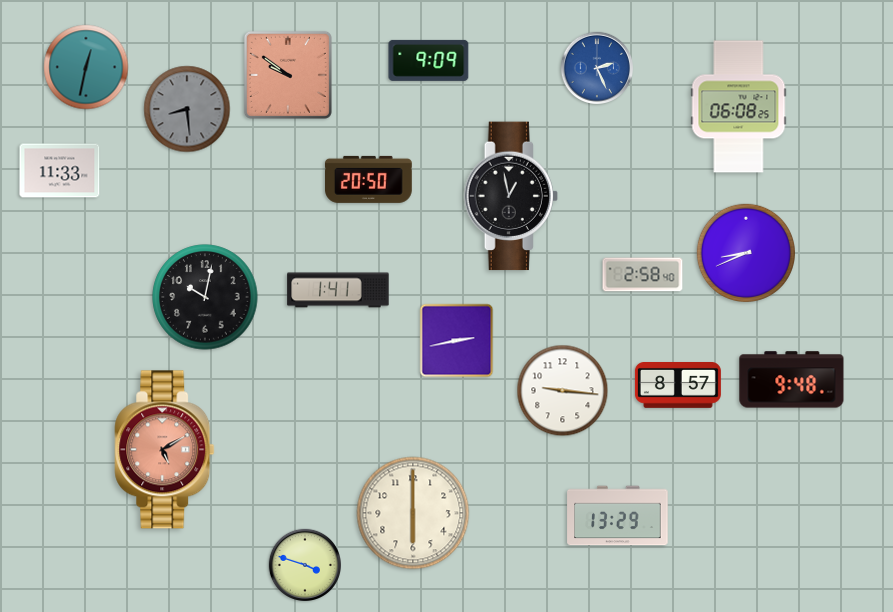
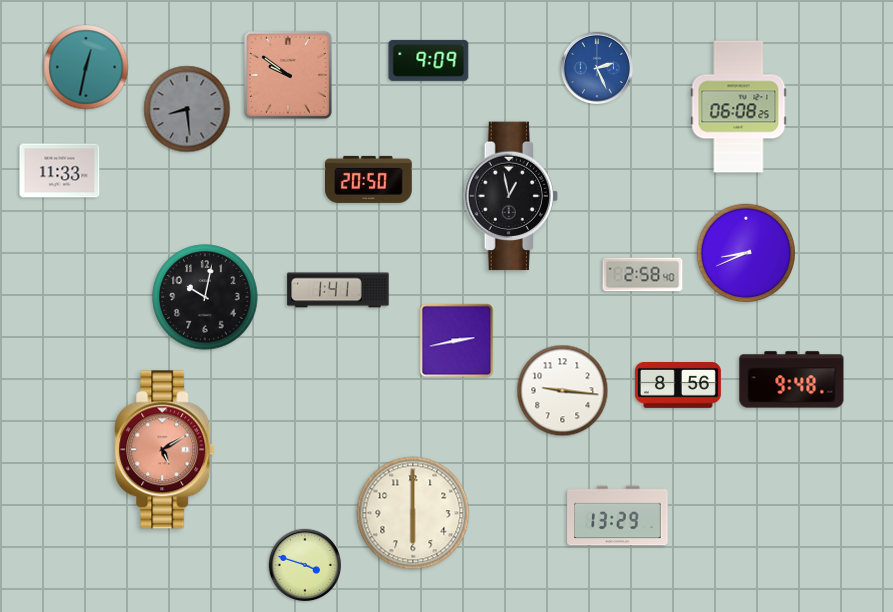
clock at (678, 386): 8:57 -> 8:56
